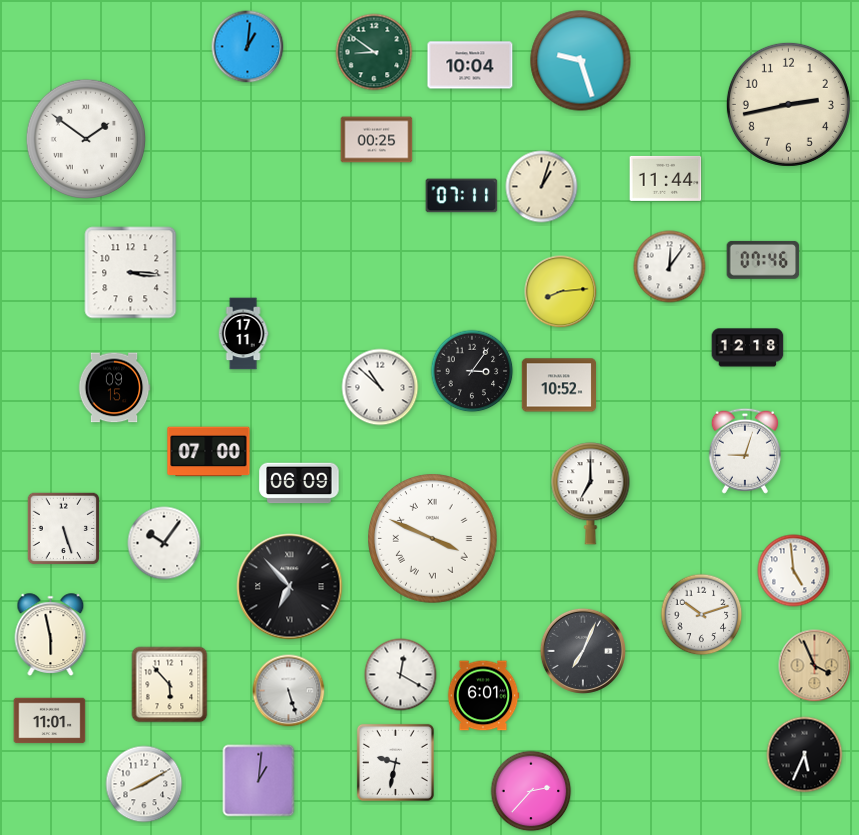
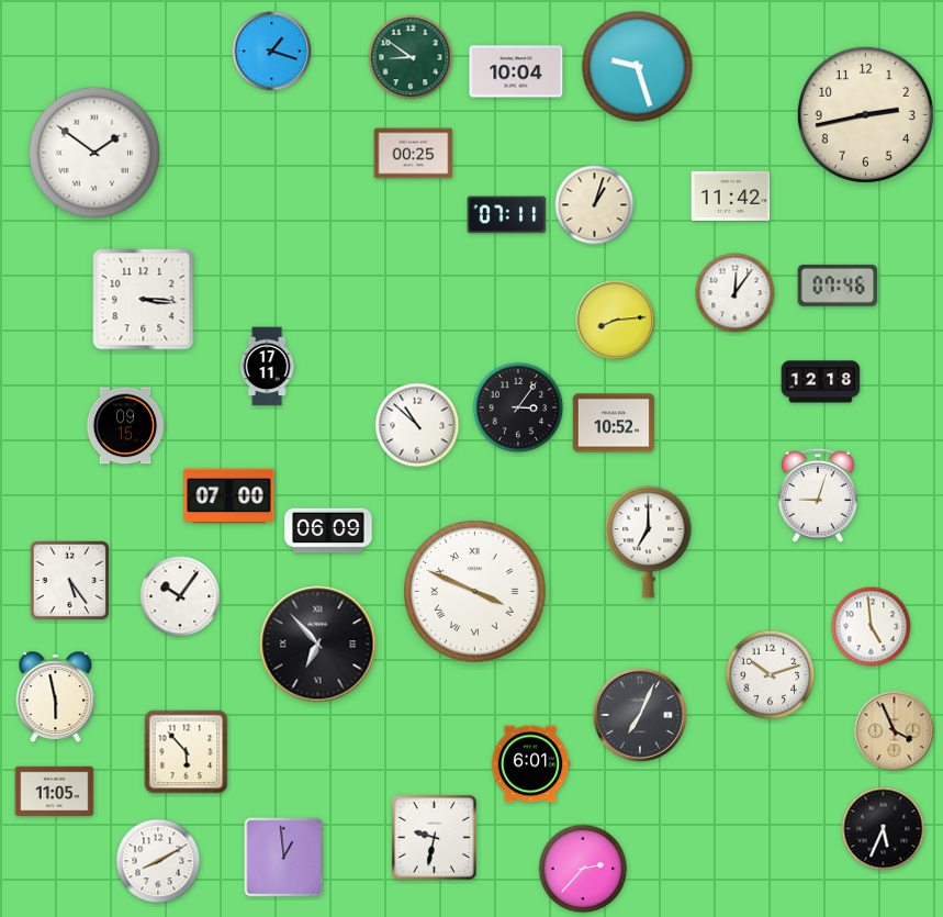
clock at (248, 47): 1:01 -> 1:18
clock at (666, 178): 11:44 -> 11:42
clock at (64, 529): 5:27 -> 5:24
clock at (401, 675): 12:20 -> none
clock at (289, 691): 5:27 -> none
clock at (50, 721): 11:01 -> 11:05
clock at (259, 781): 1:01 -> 12:59
